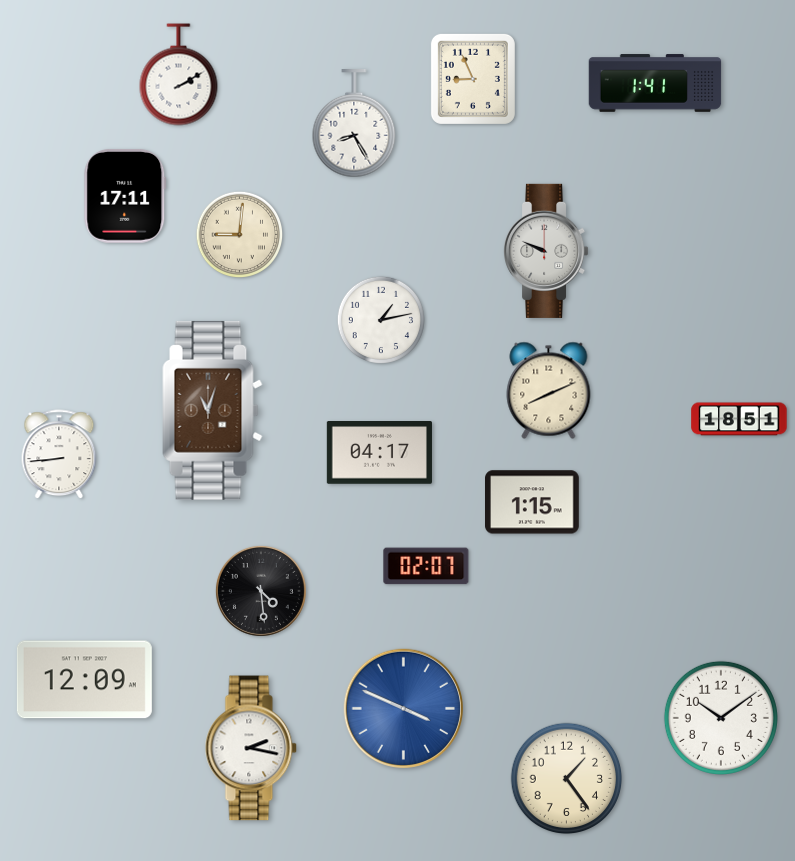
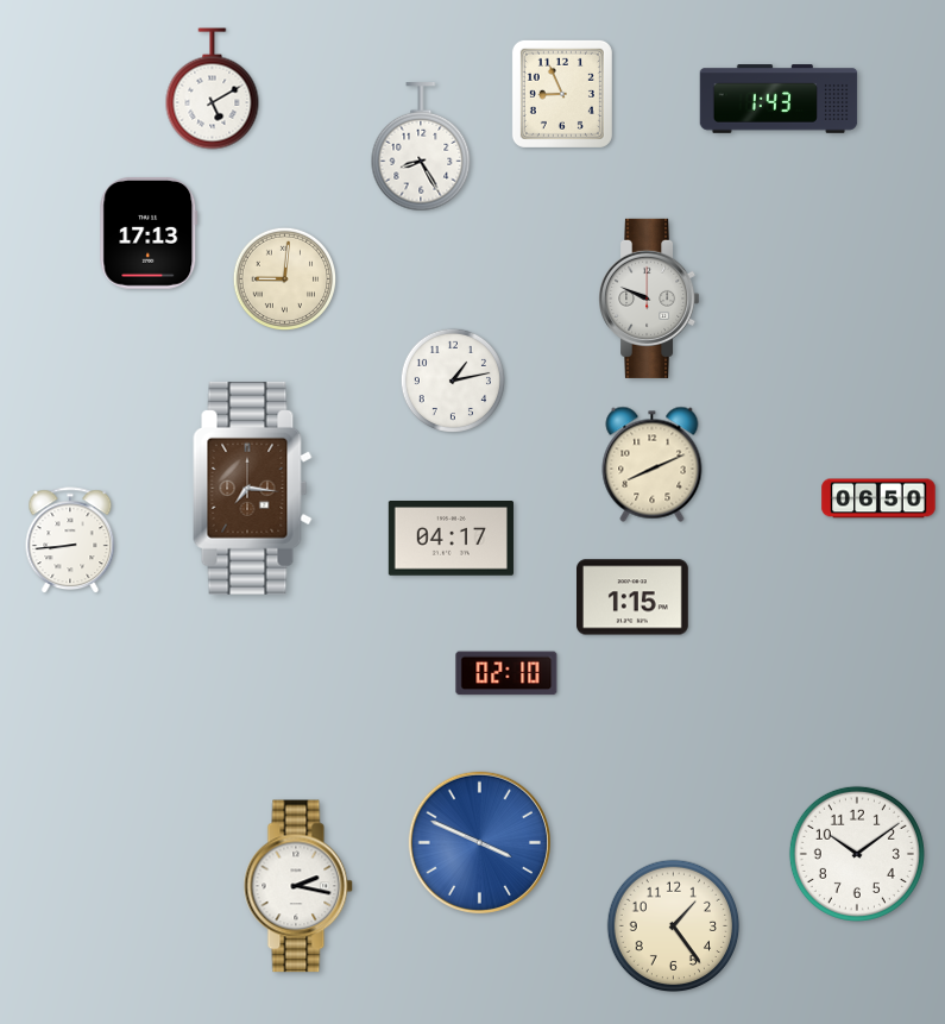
clock at (179, 75): 2:10 -> 5:10
clock at (655, 83): 1:41 -> 1:43
clock at (125, 197): 17:11 -> 17:13
clock at (213, 410): 11:03 -> 7:16
clock at (739, 419): 18:51 -> 06:50
clock at (426, 566): 02:07 -> 02:10
clock at (261, 591): 4:29 -> none
clock at (84, 680): 12:09 -> none
clock at (251, 748) position: (251, 748) -> (298, 886)
